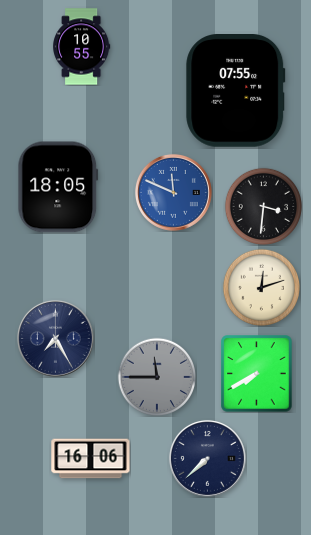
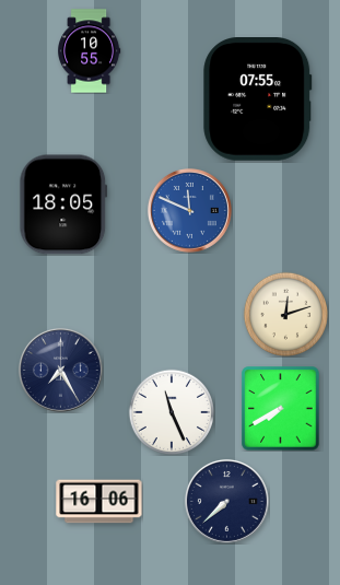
clock at (263, 206): 3:31 -> none
clock at (157, 377): 11:45 -> 11:26
clock at (157, 377) dial: grey -> white
